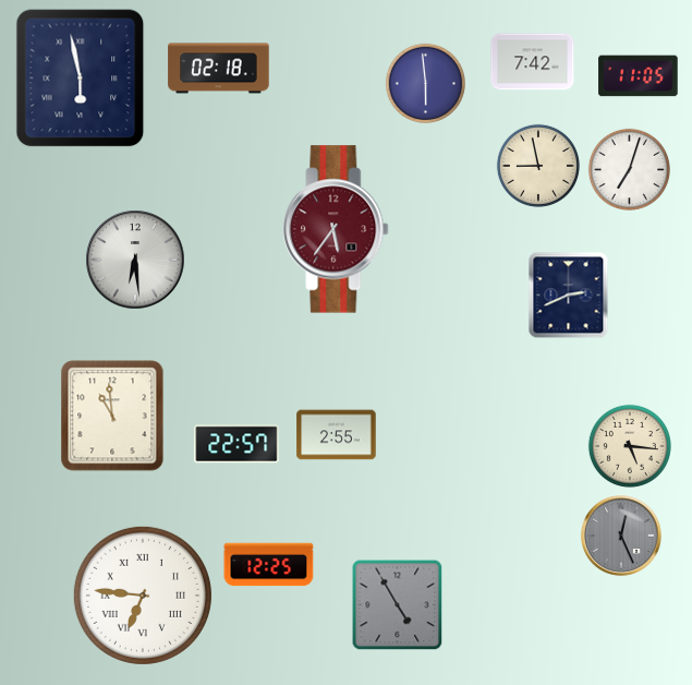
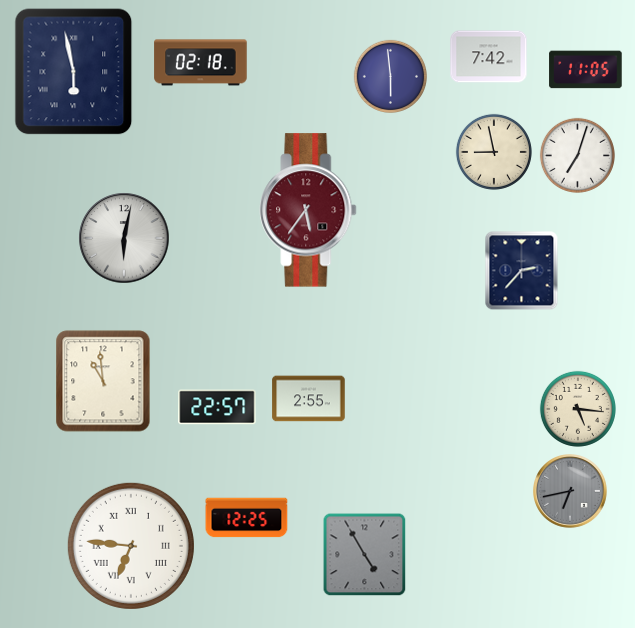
clock at (135, 260): 6:29 -> 6:02
clock at (569, 296): 2:41 -> 2:37
clock at (621, 536): 12:26 -> 6:43
